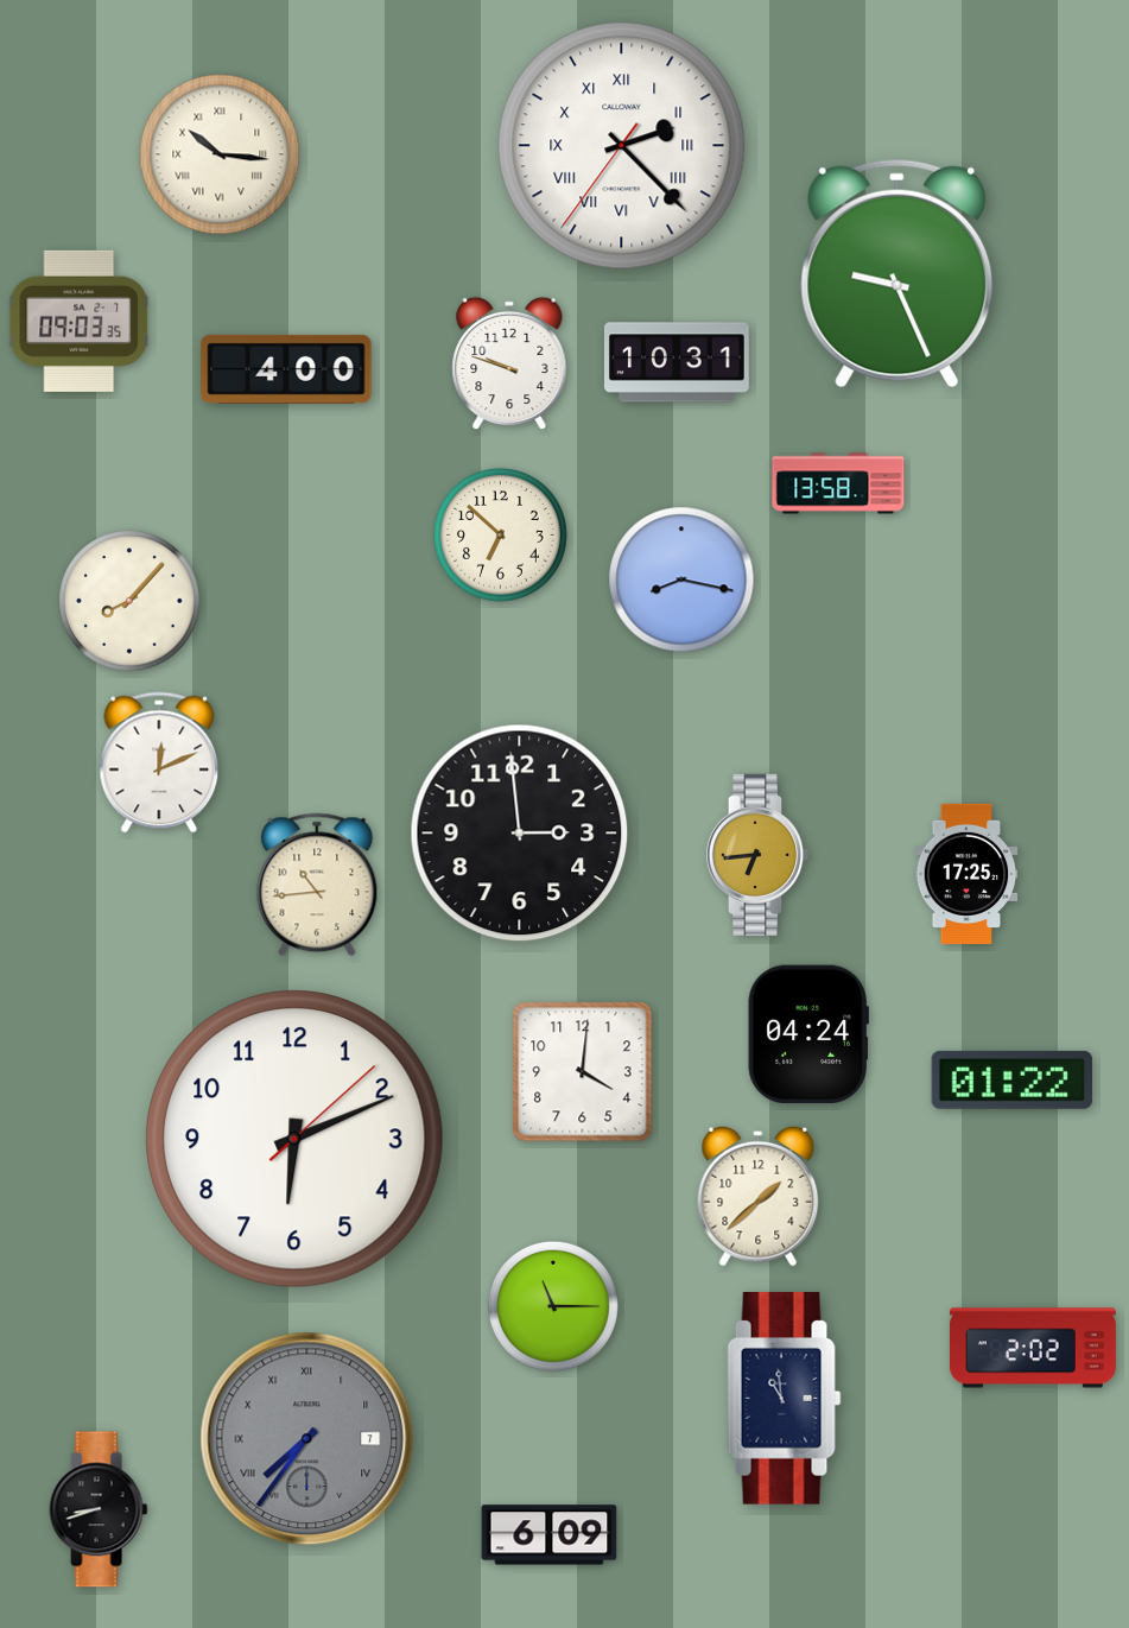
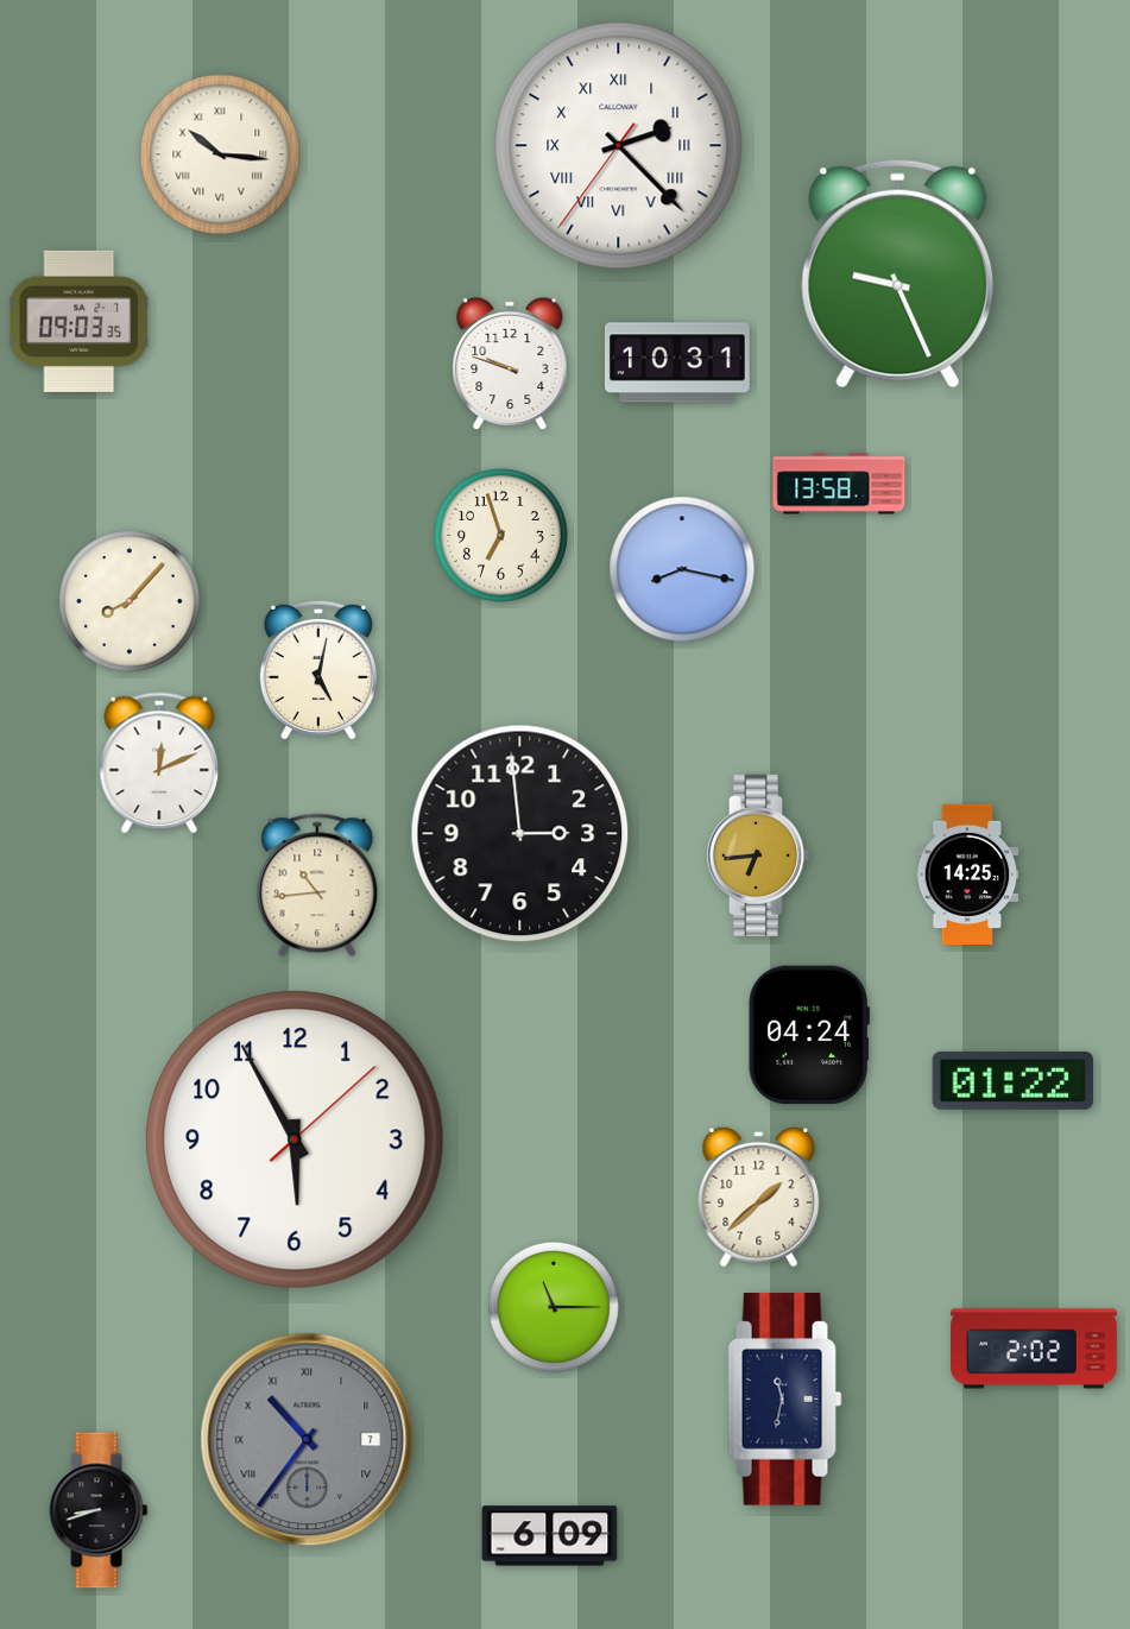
clock at (622, 146) position: (622, 146) -> (619, 146)
clock at (286, 369): 4:00 -> none
clock at (500, 534): 6:52 -> 6:57
clock at (681, 579) position: (681, 579) -> (682, 569)
clock at (318, 670): none -> 5:02
clock at (966, 873): 17:25 -> 14:25
clock at (583, 1072): 4:01 -> none
clock at (294, 1139): 6:11 -> 5:55
clock at (785, 1399): 10:59 -> 11:32
clock at (307, 1439): 7:36 -> 10:36
